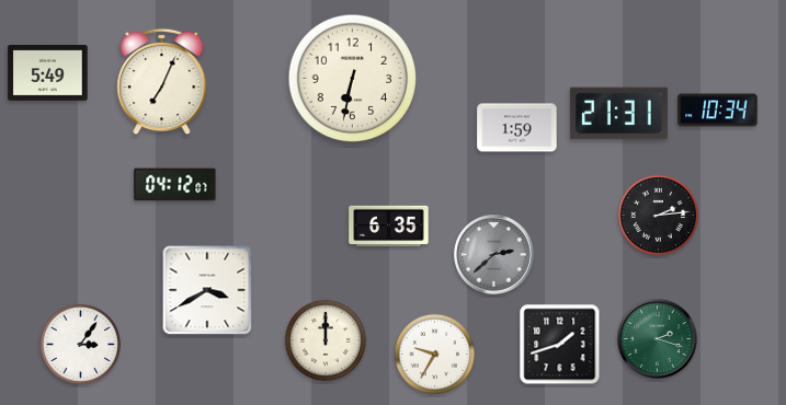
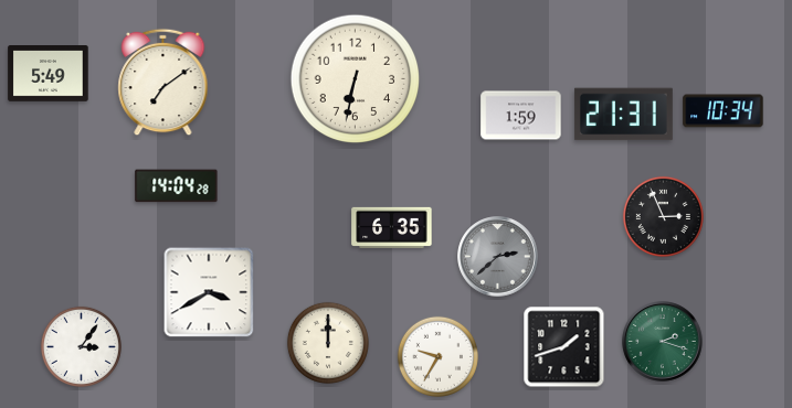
clock at (162, 82): 7:04 -> 7:09
clock at (517, 128) position: (517, 128) -> (521, 116)
clock at (175, 185): 04:12 -> 14:04
clock at (658, 215): 2:14 -> 2:56
